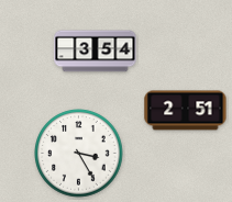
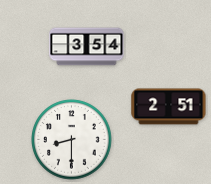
clock at (186, 111) position: (186, 111) -> (169, 107)
clock at (79, 154): 3:25 -> 8:30
